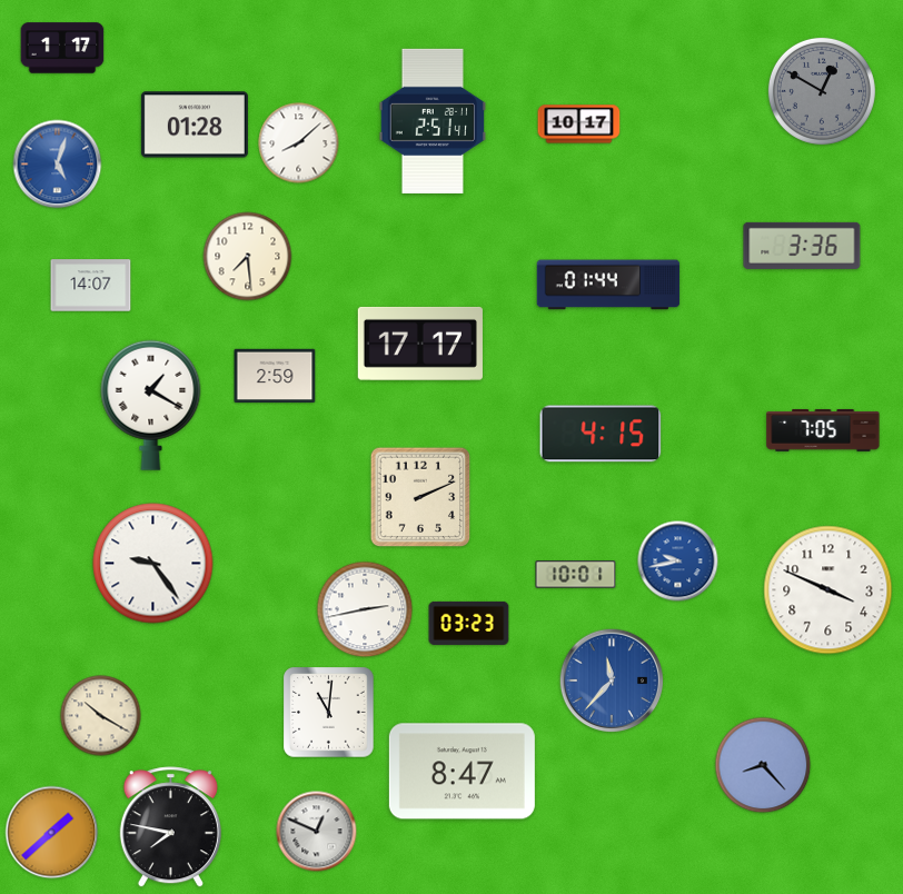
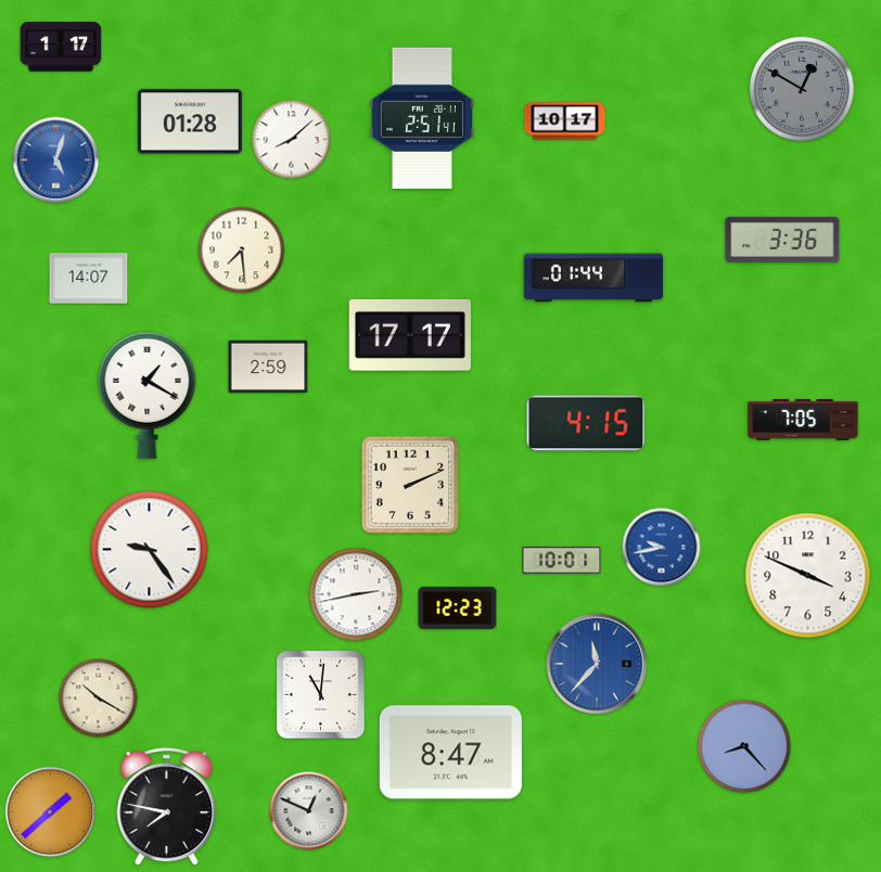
clock at (469, 623): 03:23 -> 12:23
